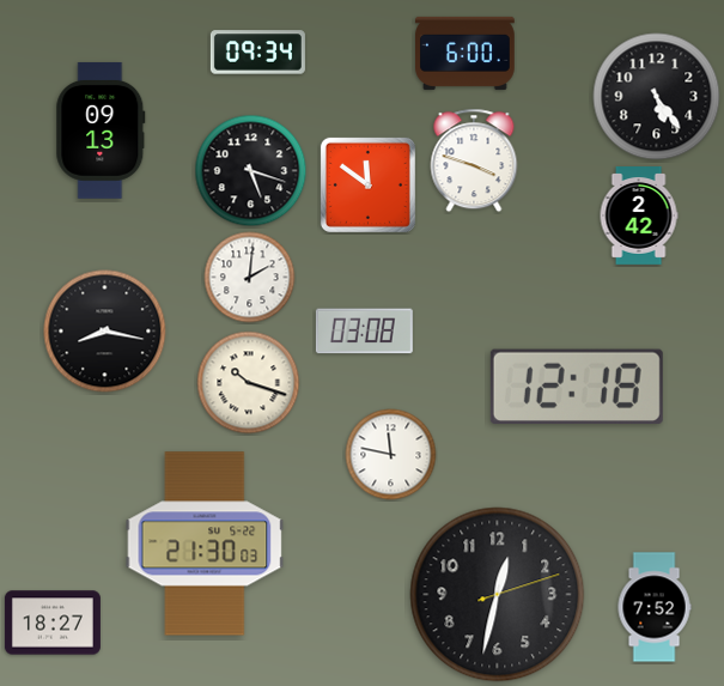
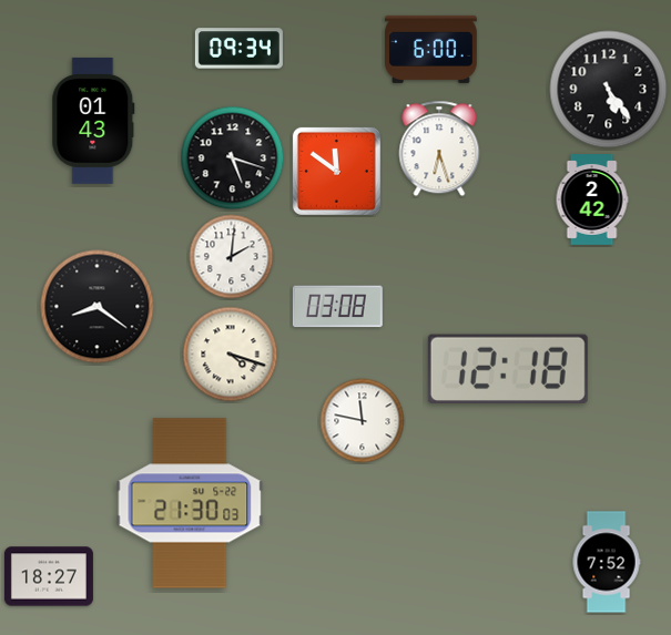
clock at (101, 130): 09:13 -> 01:43
clock at (474, 160): 3:48 -> 6:27
clock at (367, 184) position: (367, 184) -> (336, 171)
clock at (105, 332): 8:17 -> 8:21
clock at (249, 383): 10:18 -> 4:18
clock at (577, 386) position: (577, 386) -> (508, 368)
clock at (498, 595): 12:32 -> none
